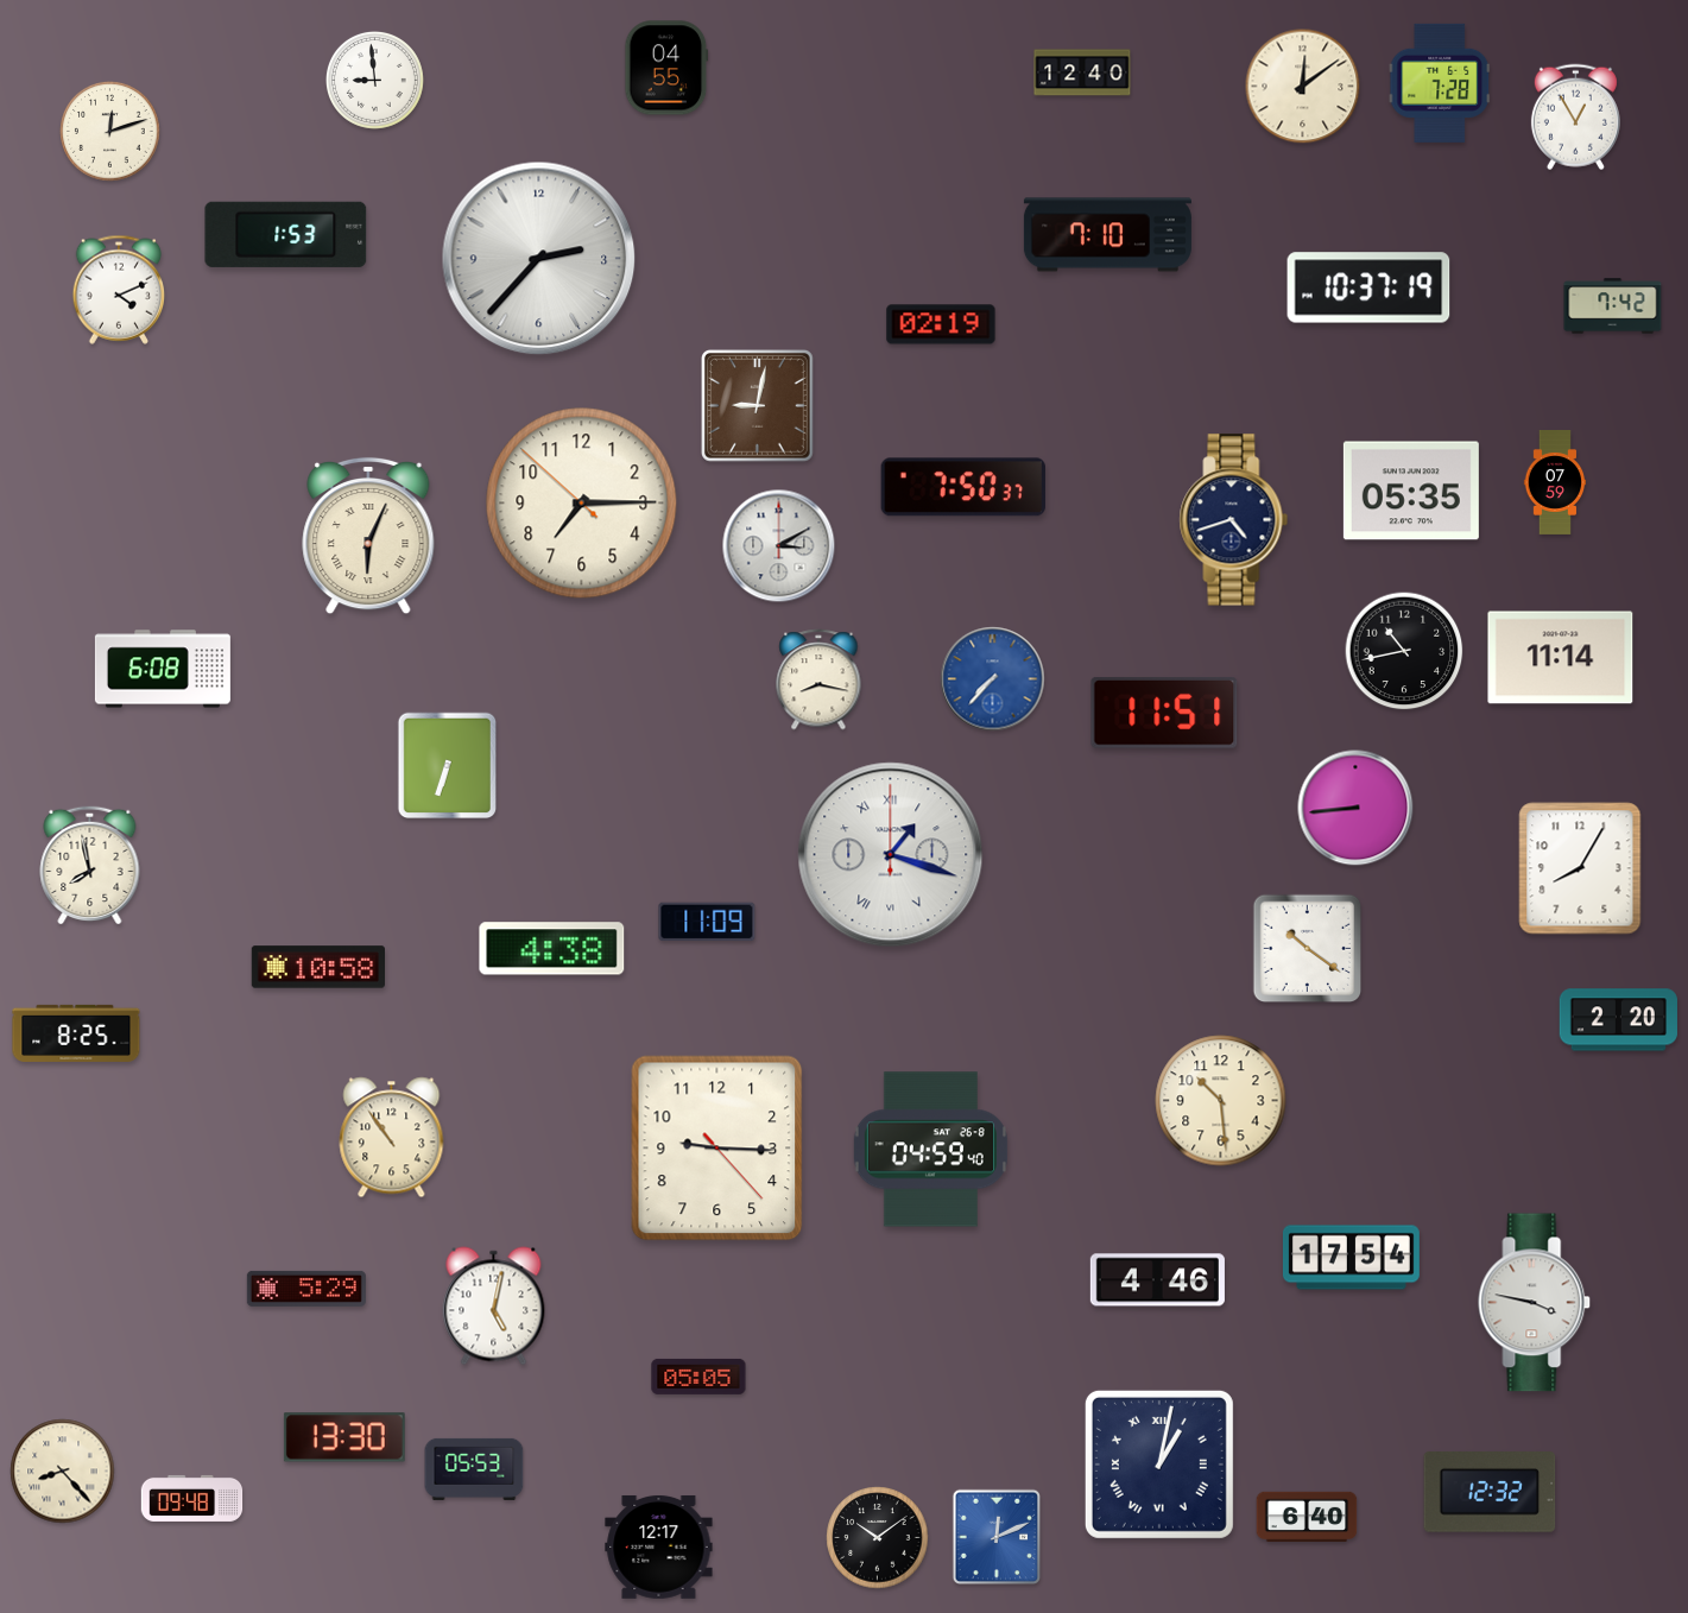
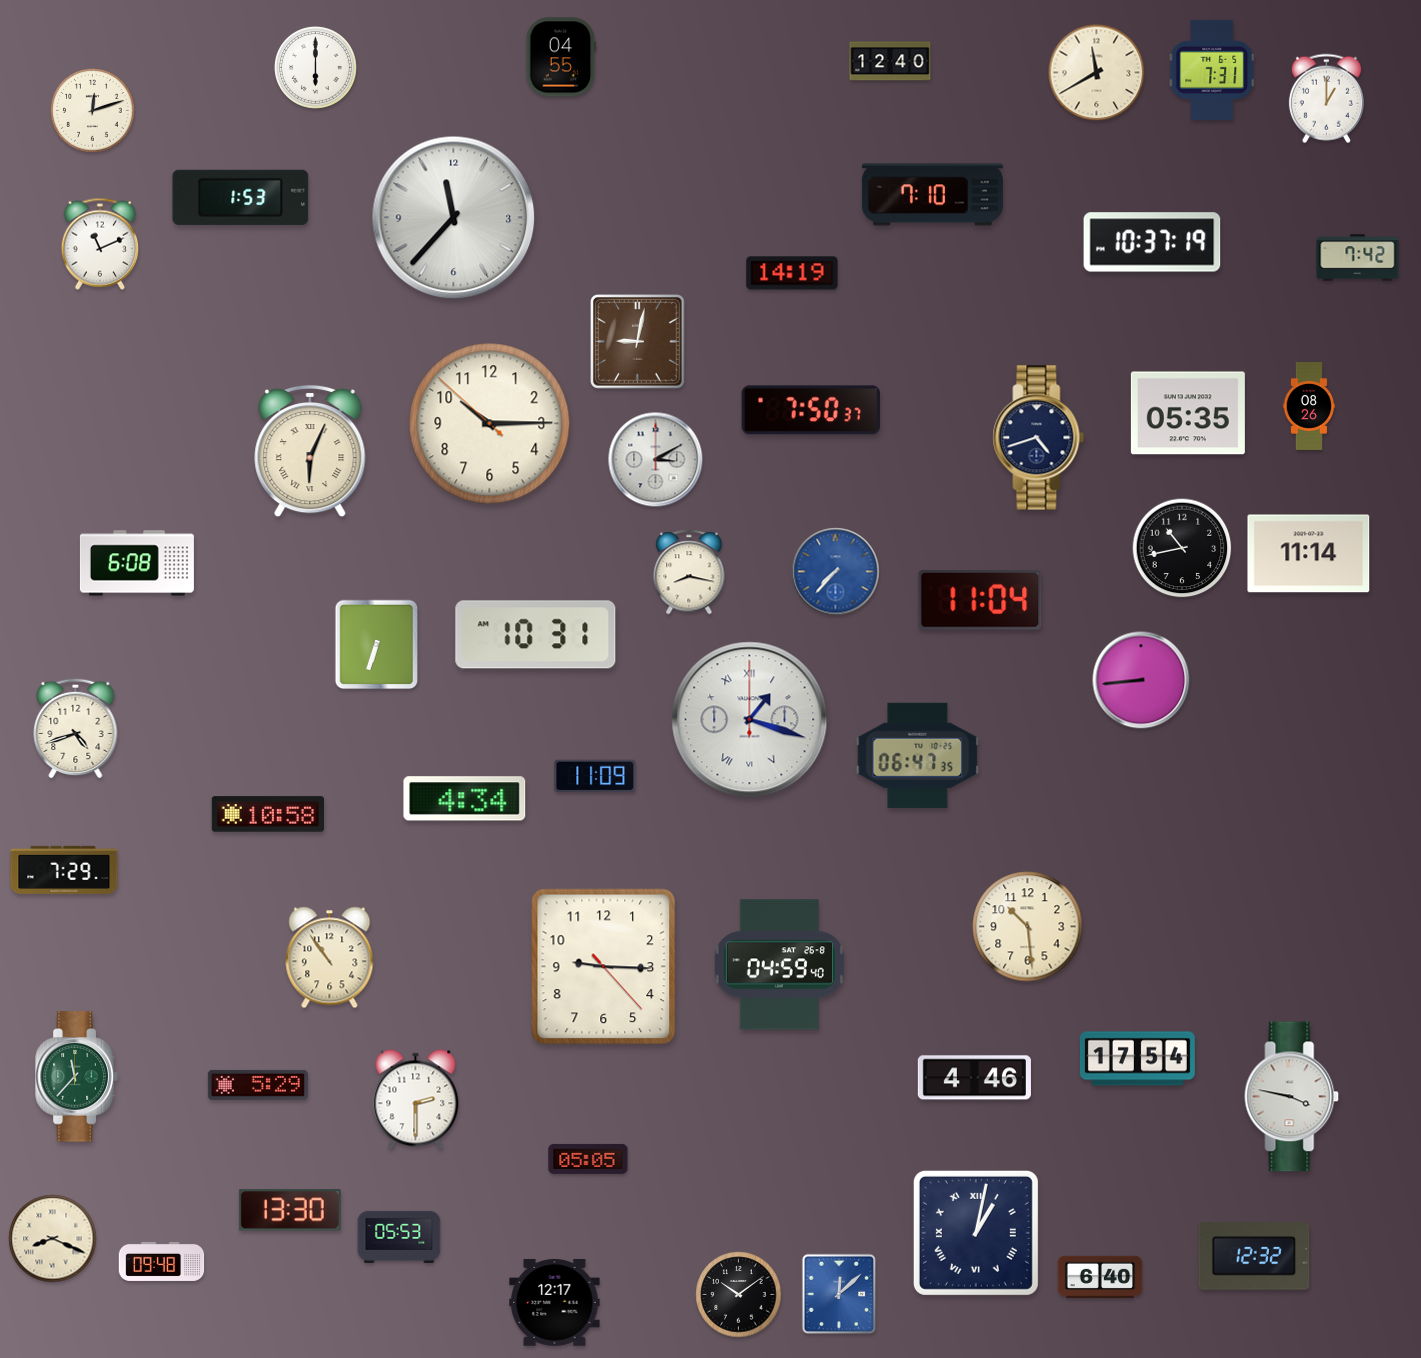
clock at (1082, 72) position: (1082, 72) -> (890, 61)
clock at (374, 80): 8:59 -> 6:00
clock at (1440, 83): 7:28 -> 7:31
clock at (1303, 87): 12:09 -> 11:40
clock at (1575, 118): 12:55 -> 1:00
clock at (1107, 235) position: (1107, 235) -> (932, 195)
clock at (539, 259): 2:37 -> 11:37
clock at (118, 290): 4:11 -> 11:11
clock at (941, 324): 02:19 -> 14:19
clock at (1555, 483): 07:59 -> 08:26
clock at (582, 504): 7:14 -> 10:14
clock at (1561, 658) position: (1561, 658) -> (1309, 554)
clock at (1164, 714): 11:51 -> 11:04
clock at (536, 635): none -> 10:31
clock at (90, 865): 7:58 -> 4:42
clock at (1580, 868): 8:05 -> none
clock at (918, 755): none -> 06:47
clock at (552, 949): 4:38 -> 4:34
clock at (1308, 949): 10:21 -> none
clock at (1618, 1020): 2:20 -> none
clock at (76, 1033): 8:25 -> 7:29
clock at (930, 1150) position: (930, 1150) -> (779, 965)
clock at (77, 1077): none -> 11:37
clock at (494, 1307): 5:02 -> 2:30
clock at (63, 1472): 8:23 -> 8:19
clock at (997, 1537): 12:11 -> 12:08
